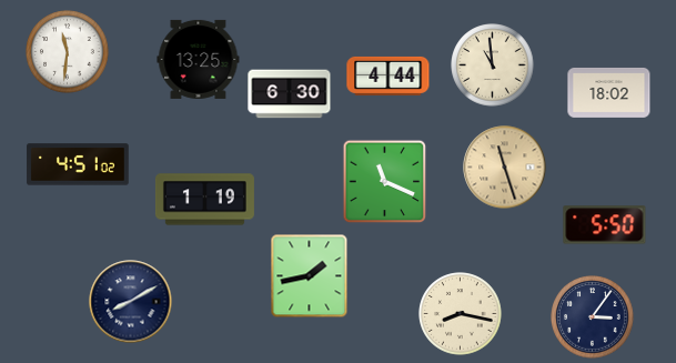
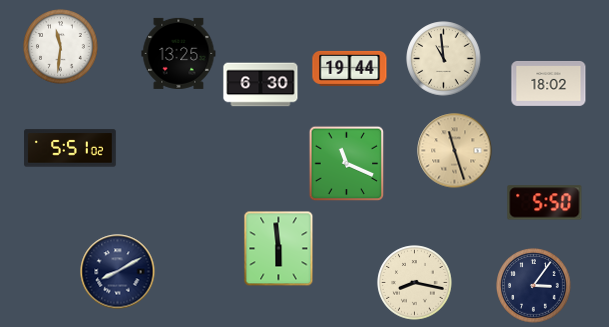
clock at (389, 75): 4:44 -> 19:44
clock at (78, 164): 4:51 -> 5:51
clock at (204, 200): 1:19 -> none
clock at (310, 276): 1:43 -> 5:59
